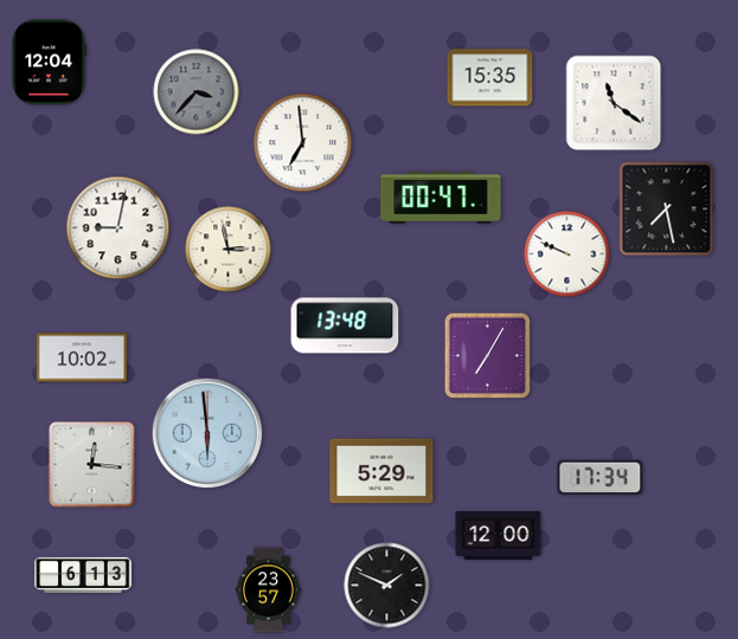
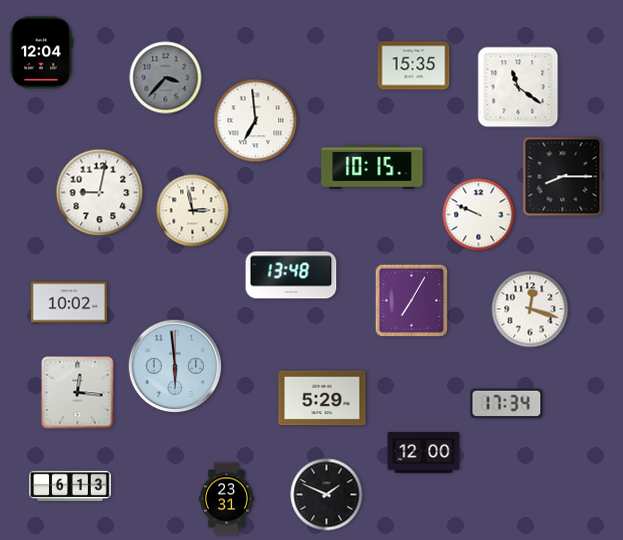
clock at (441, 198): 00:47 -> 10:15
clock at (667, 209): 7:28 -> 8:15
clock at (530, 309): none -> 12:18
clock at (499, 536) position: (499, 536) -> (424, 453)
clock at (269, 590): 23:57 -> 23:31
